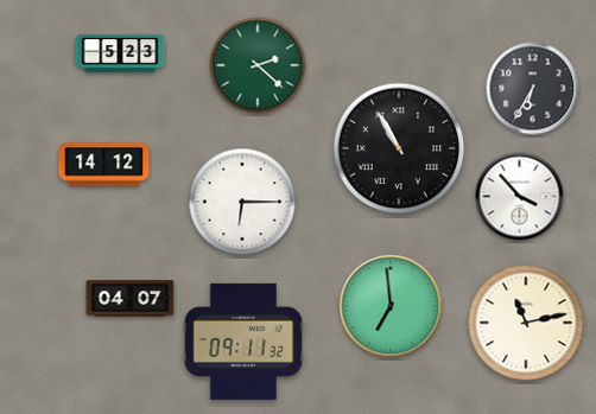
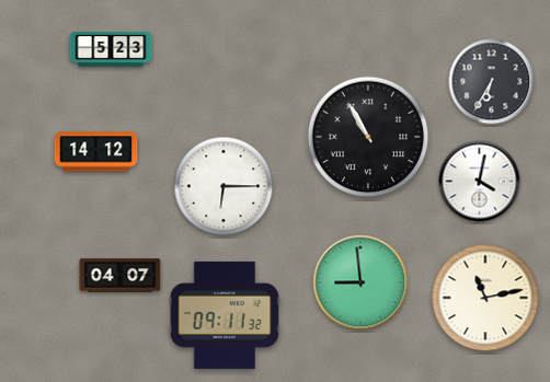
clock at (258, 65): 2:22 -> none
clock at (520, 197): 3:53 -> 4:02
clock at (391, 306): 6:59 -> 8:59
